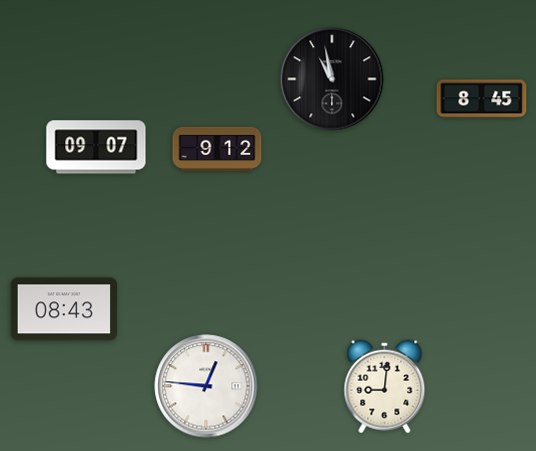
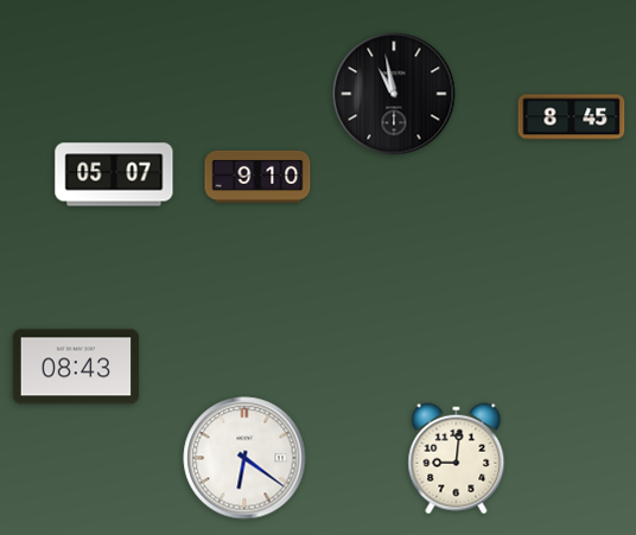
clock at (96, 147): 09:07 -> 05:07
clock at (217, 149): 9:12 -> 9:10
clock at (206, 386): 12:46 -> 6:21
